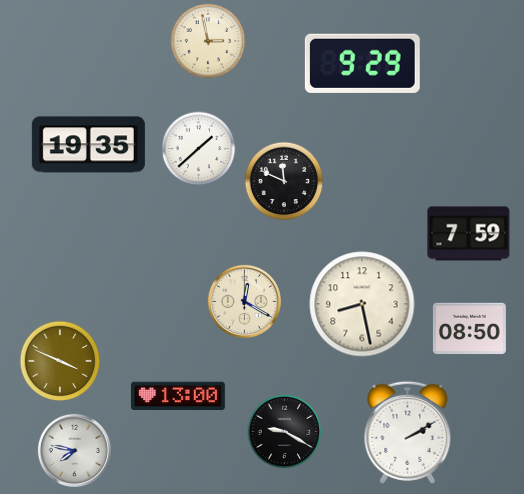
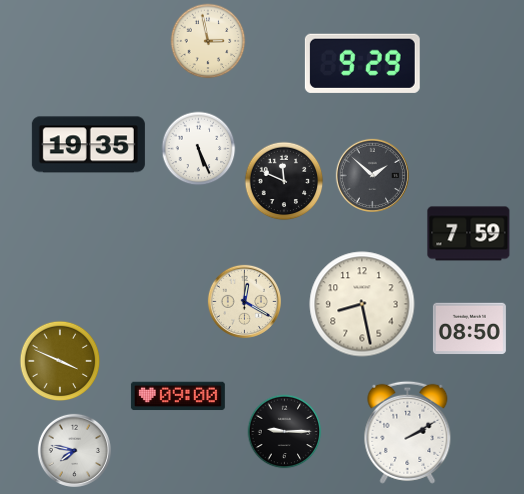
clock at (199, 149): 1:38 -> 5:26
clock at (372, 175): none -> 1:52
clock at (178, 396): 13:00 -> 09:00
clock at (285, 432): 9:20 -> 9:15
